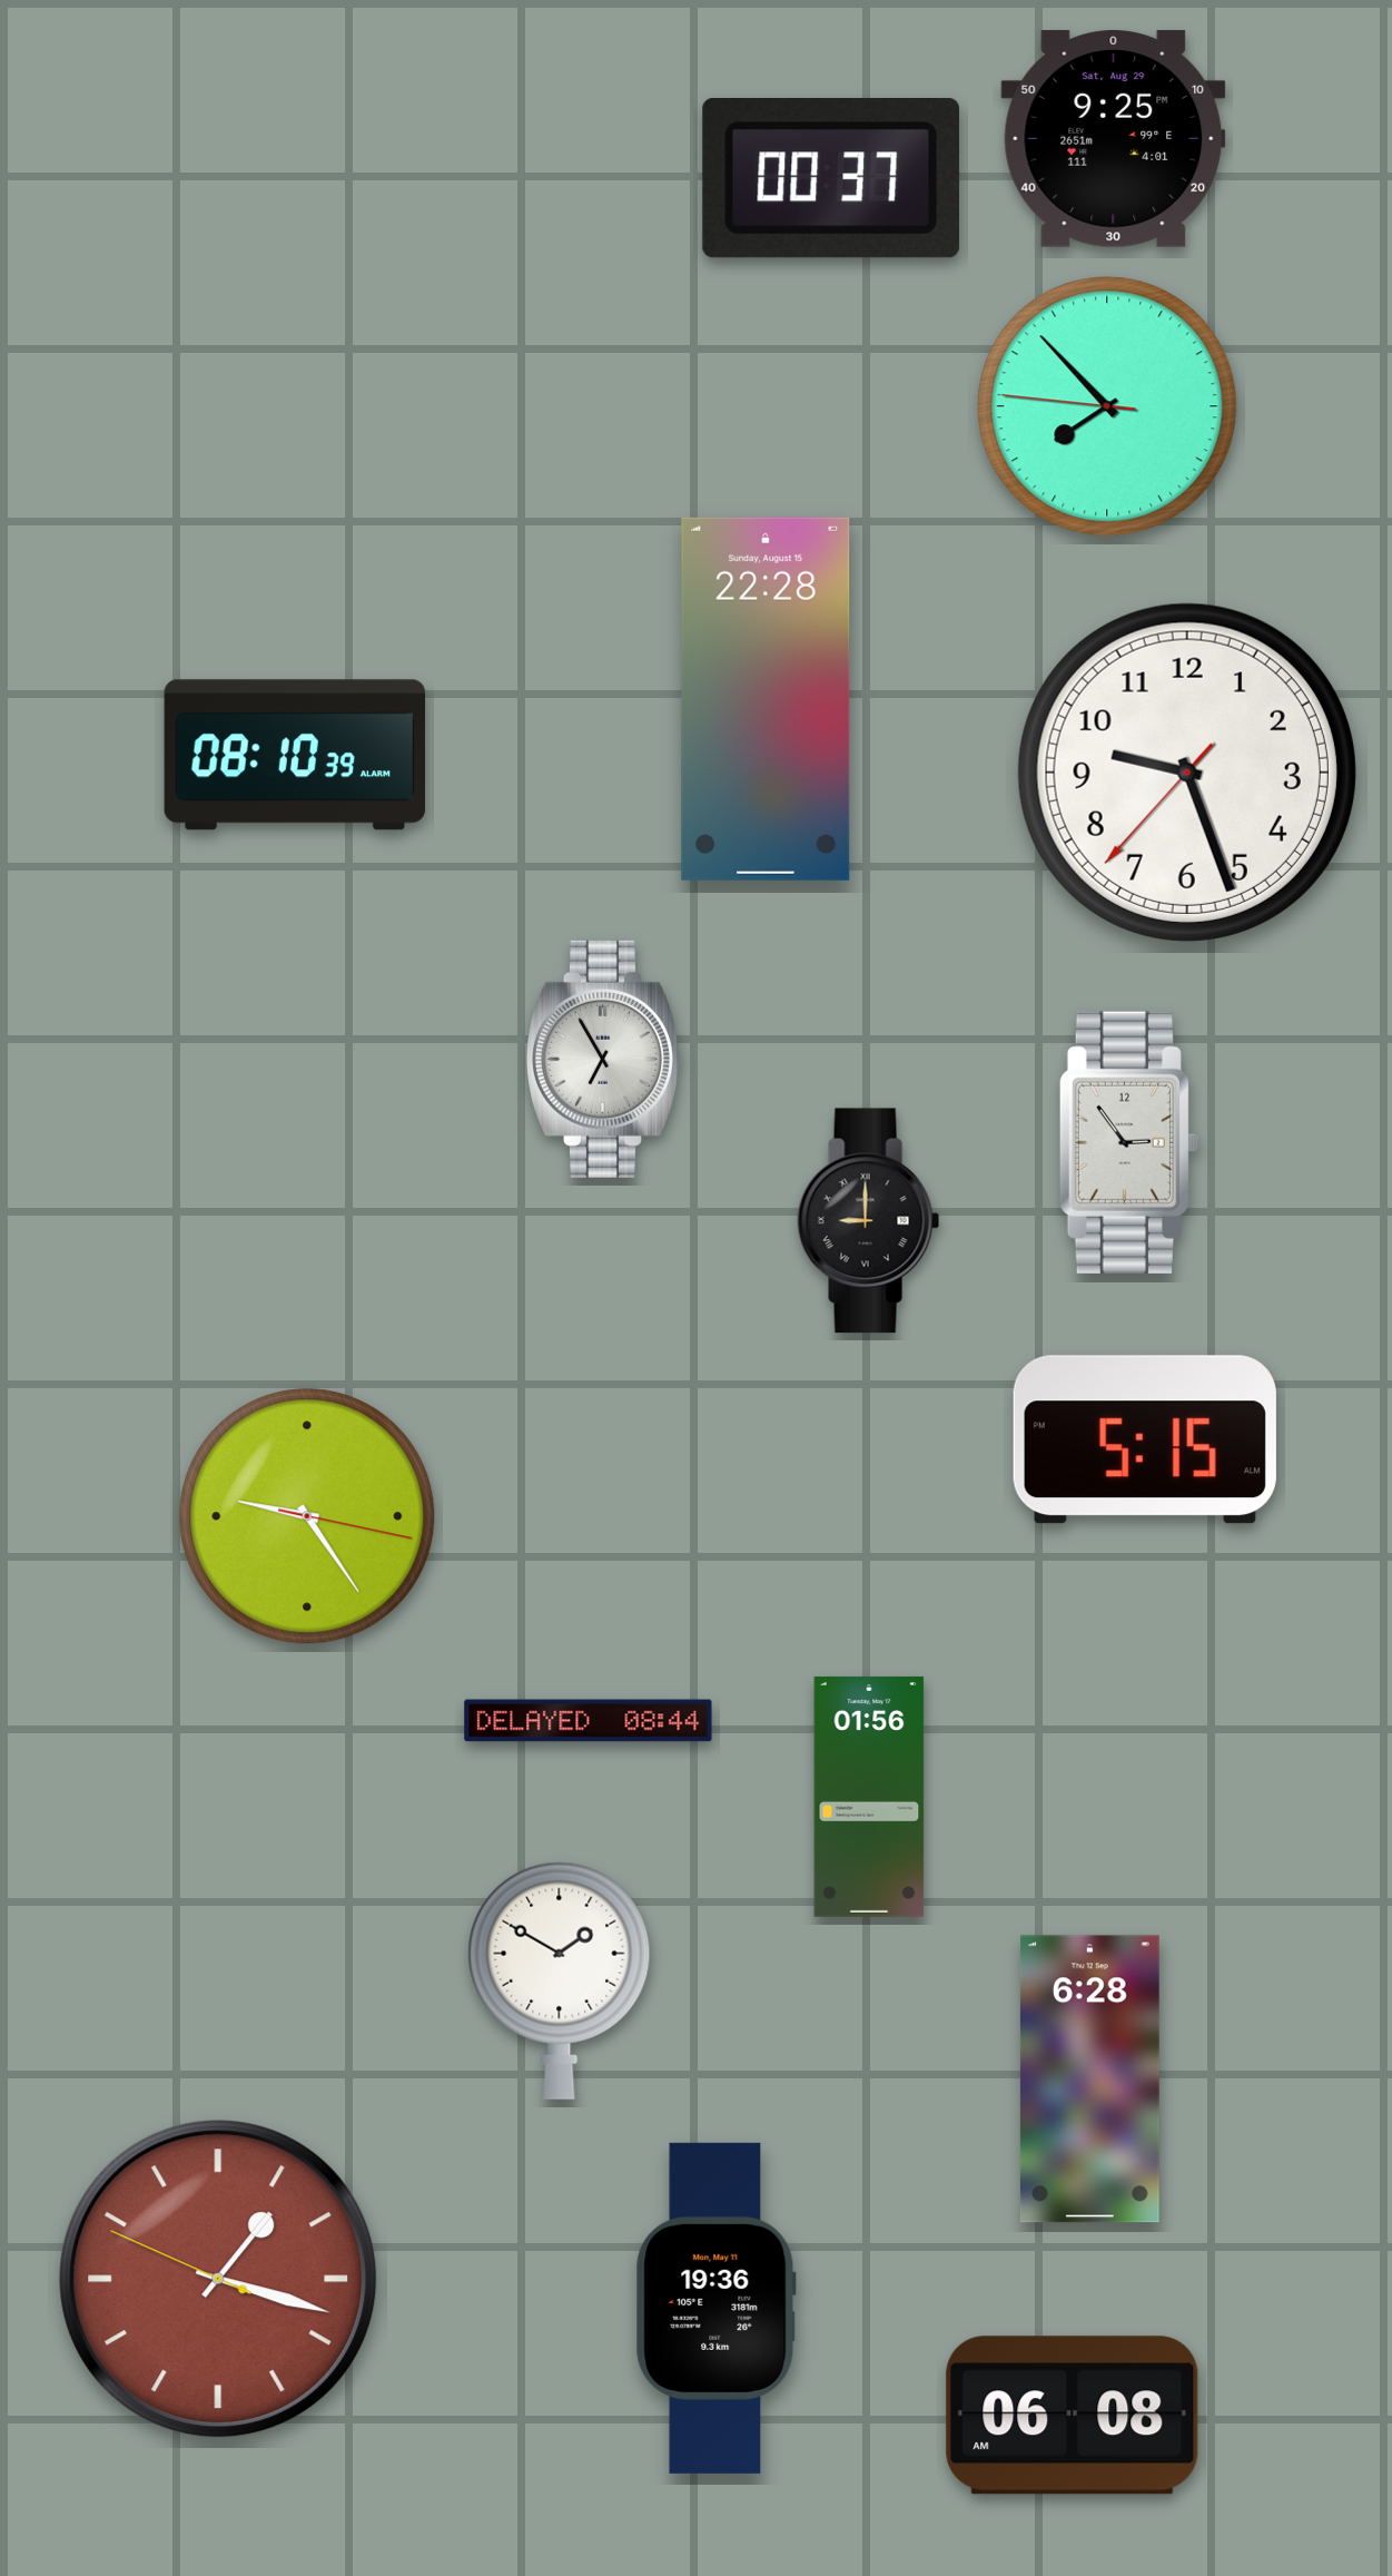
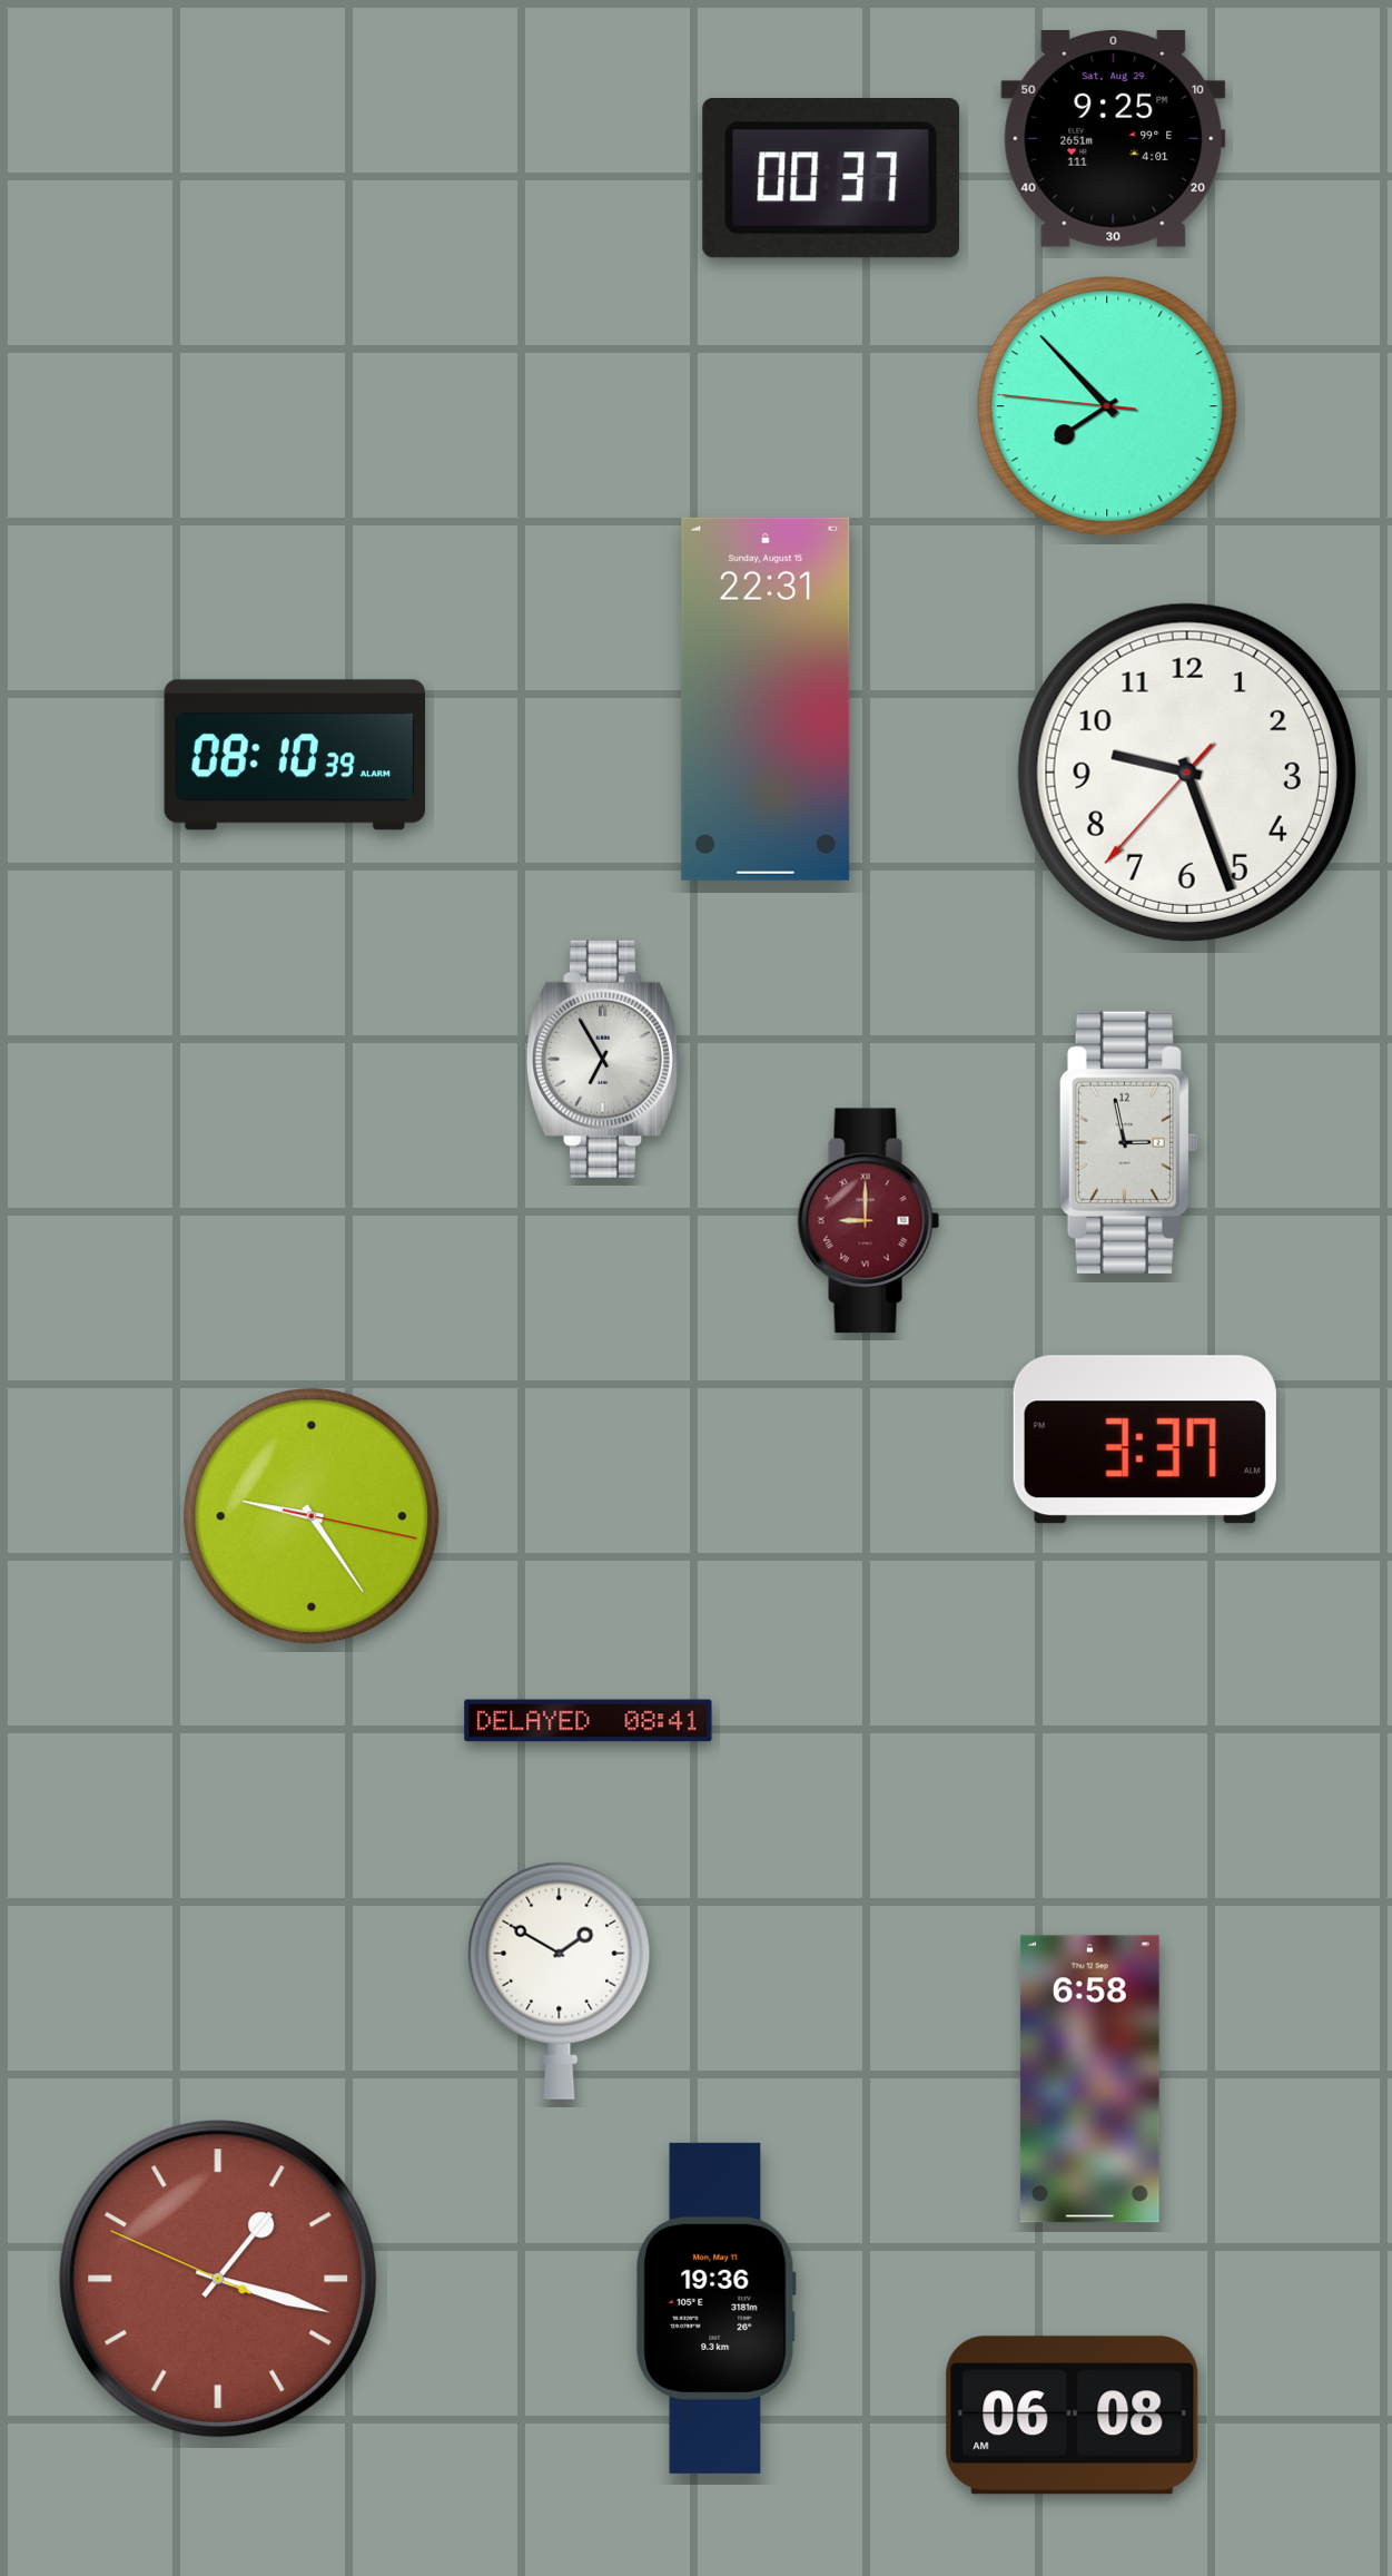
clock at (766, 699): 22:28 -> 22:31
clock at (1128, 1142): 2:54 -> 2:58
clock at (869, 1221) dial: black -> burgundy
clock at (1145, 1439): 5:15 -> 3:37
clock at (307, 1516) position: (307, 1516) -> (312, 1516)
clock at (589, 1721): 08:44 -> 08:41
clock at (869, 1797): 01:56 -> none
clock at (1089, 2080): 6:28 -> 6:58
